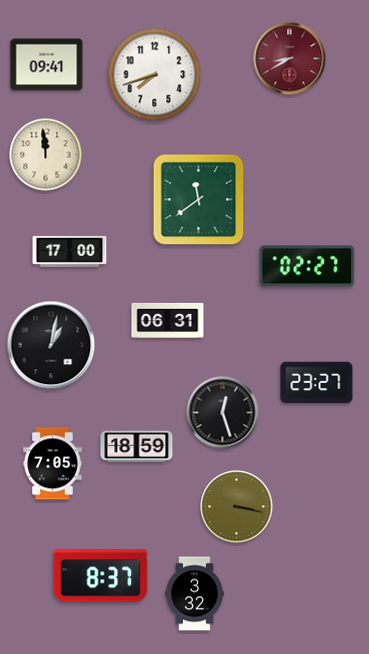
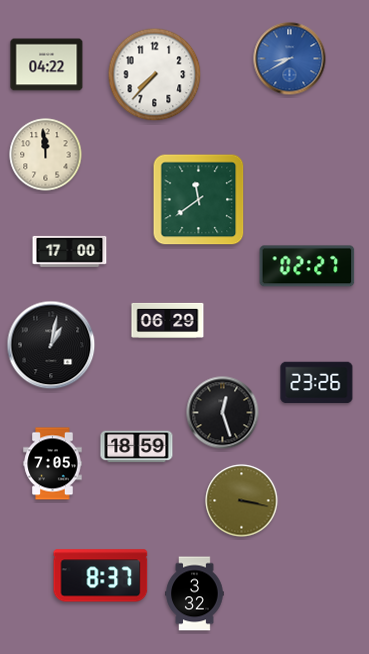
clock at (290, 59) dial: burgundy -> blue
clock at (47, 65): 09:41 -> 04:22
clock at (155, 75): 7:42 -> 7:37
clock at (168, 320): 06:31 -> 06:29
clock at (317, 383): 23:27 -> 23:26
clock at (237, 507) position: (237, 507) -> (242, 501)
